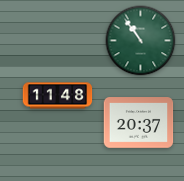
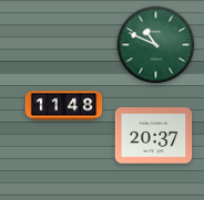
clock at (141, 41): 10:54 -> 10:49
